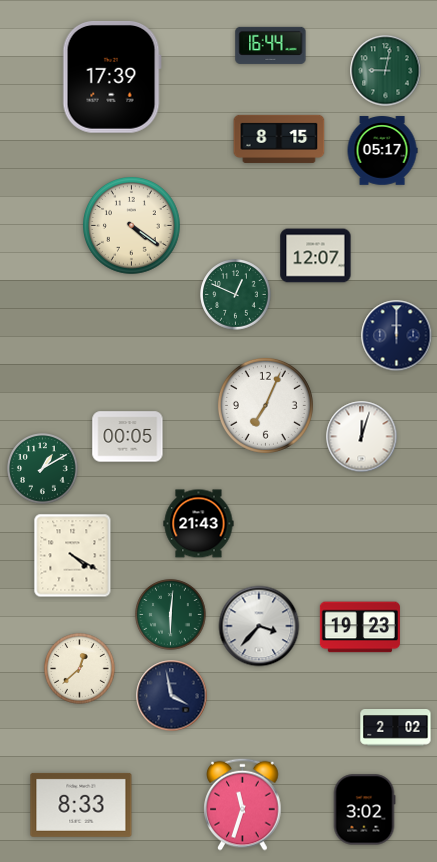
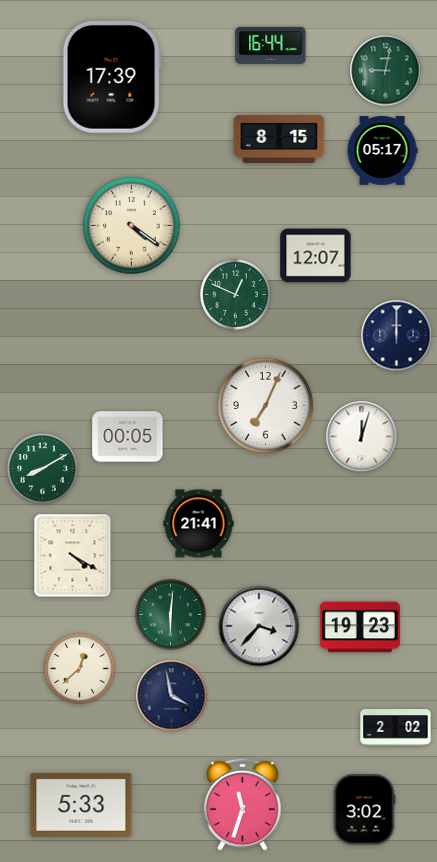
clock at (43, 469): 1:10 -> 8:10
clock at (199, 524): 21:43 -> 21:41
clock at (81, 805): 8:33 -> 5:33
